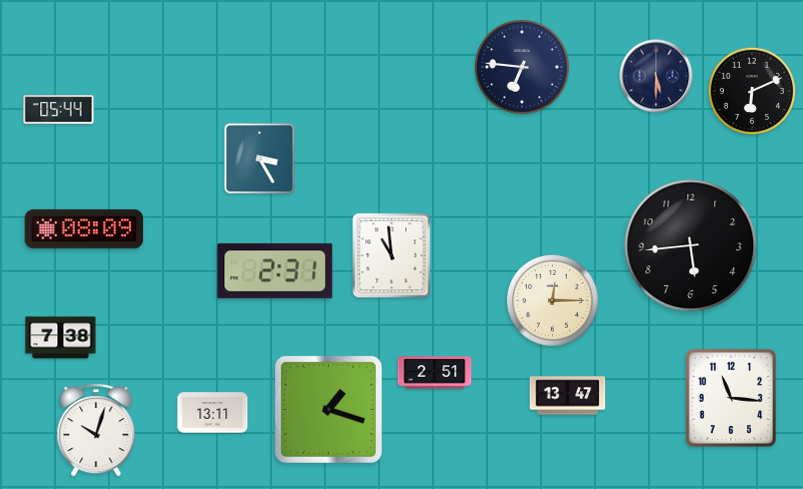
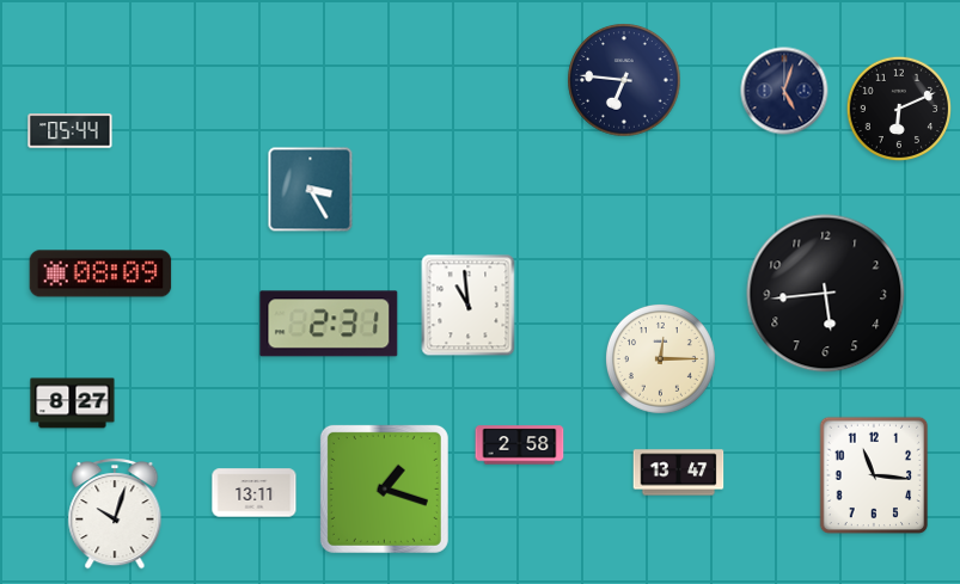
clock at (656, 76): 5:30 -> 5:03
clock at (61, 338): 7:38 -> 8:27
clock at (435, 373): 2:51 -> 2:58
clock at (328, 409) position: (328, 409) -> (384, 488)
